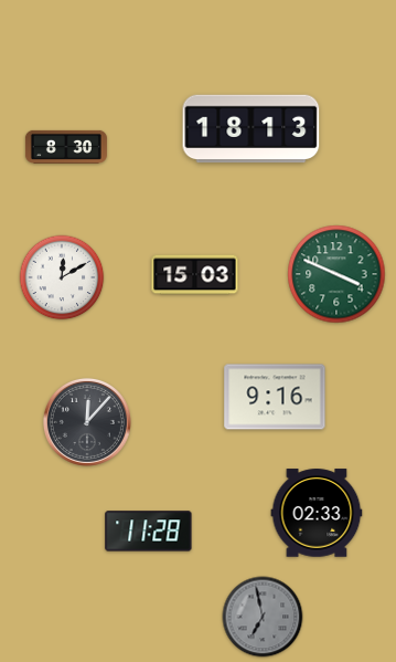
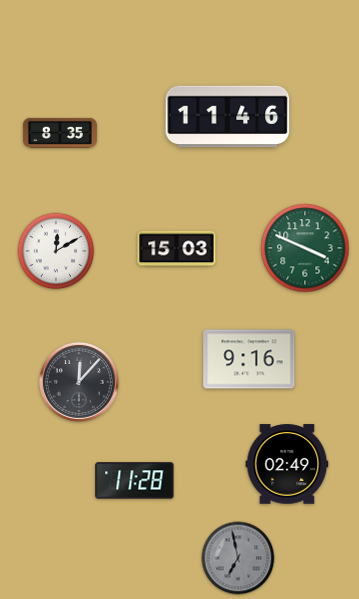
clock at (251, 129): 18:13 -> 11:46
clock at (66, 147): 8:30 -> 8:35
clock at (317, 513): 02:33 -> 02:49
